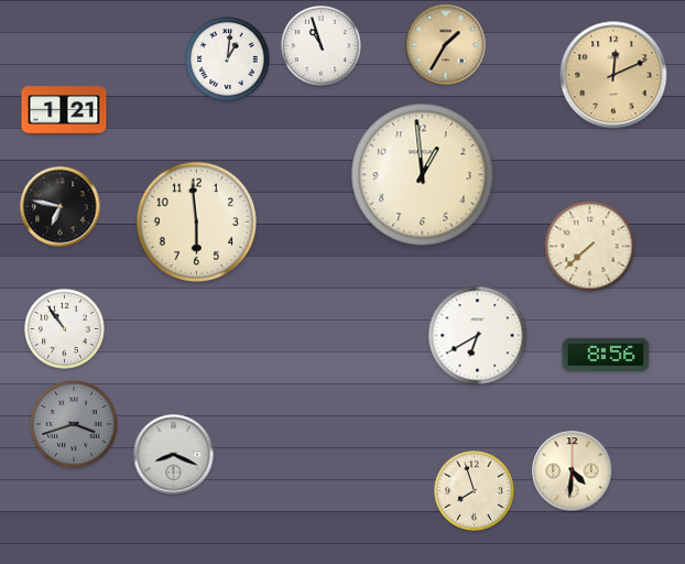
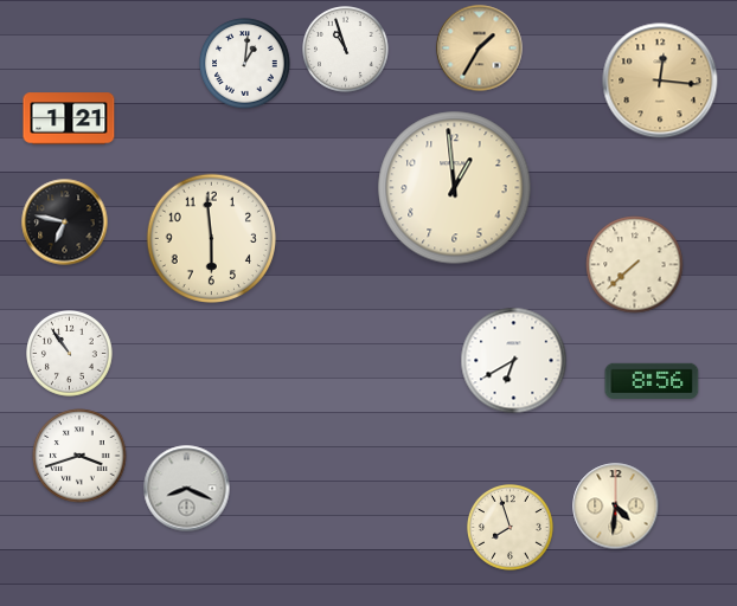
clock at (613, 75): 12:11 -> 12:16
clock at (74, 424) dial: grey -> white
